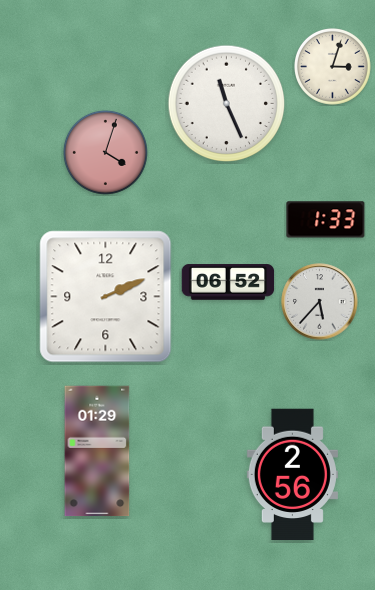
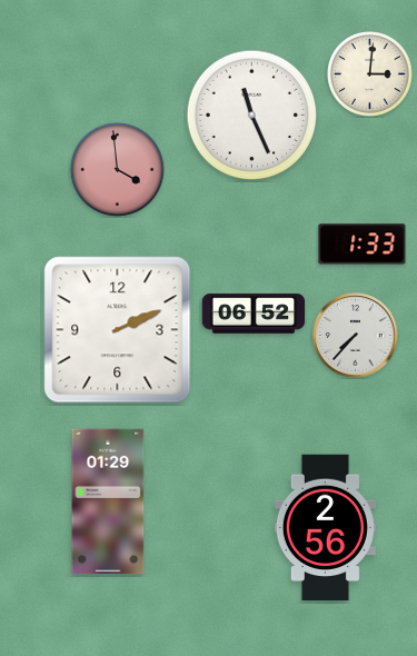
clock at (333, 67): 3:03 -> 3:01
clock at (105, 152): 4:03 -> 3:59
clock at (320, 302): 5:37 -> 7:37
